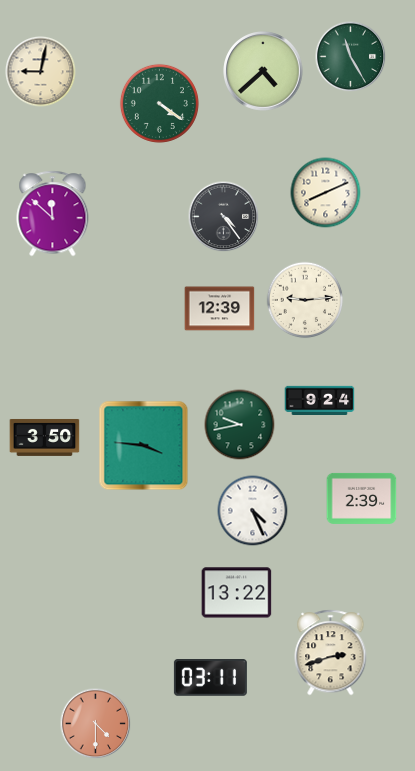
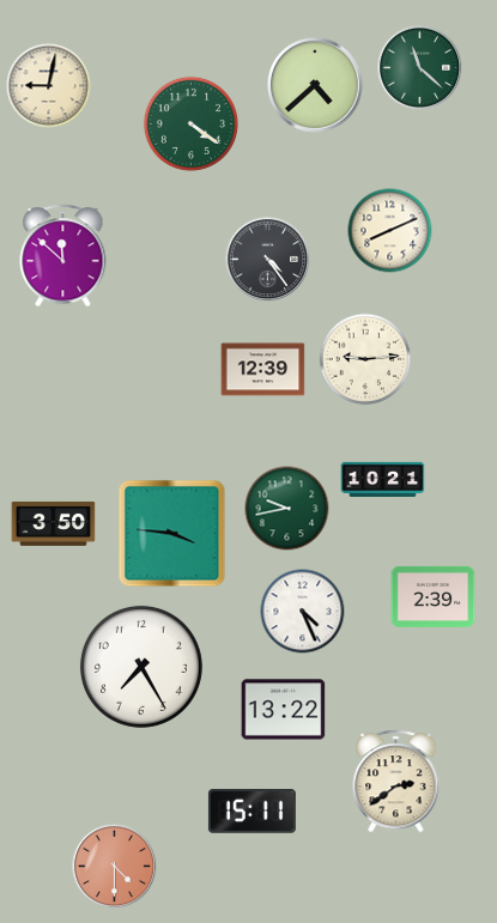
clock at (351, 57): 11:25 -> 11:22
clock at (320, 400): 9:24 -> 10:21
clock at (141, 667): none -> 7:25
clock at (331, 653): 2:42 -> 2:39
clock at (210, 678): 03:11 -> 15:11
